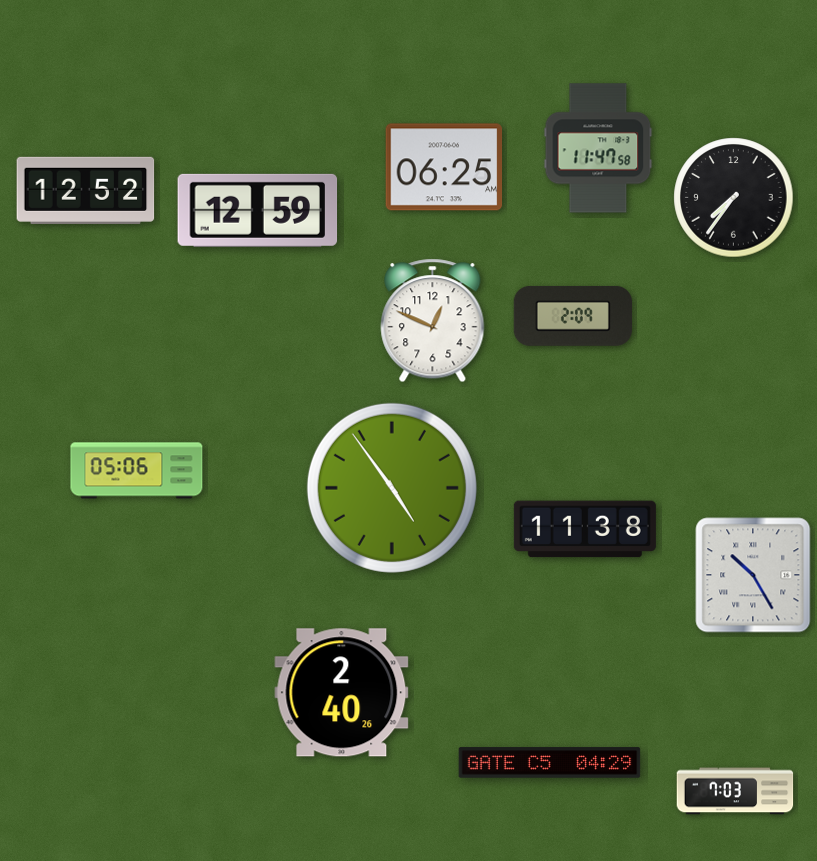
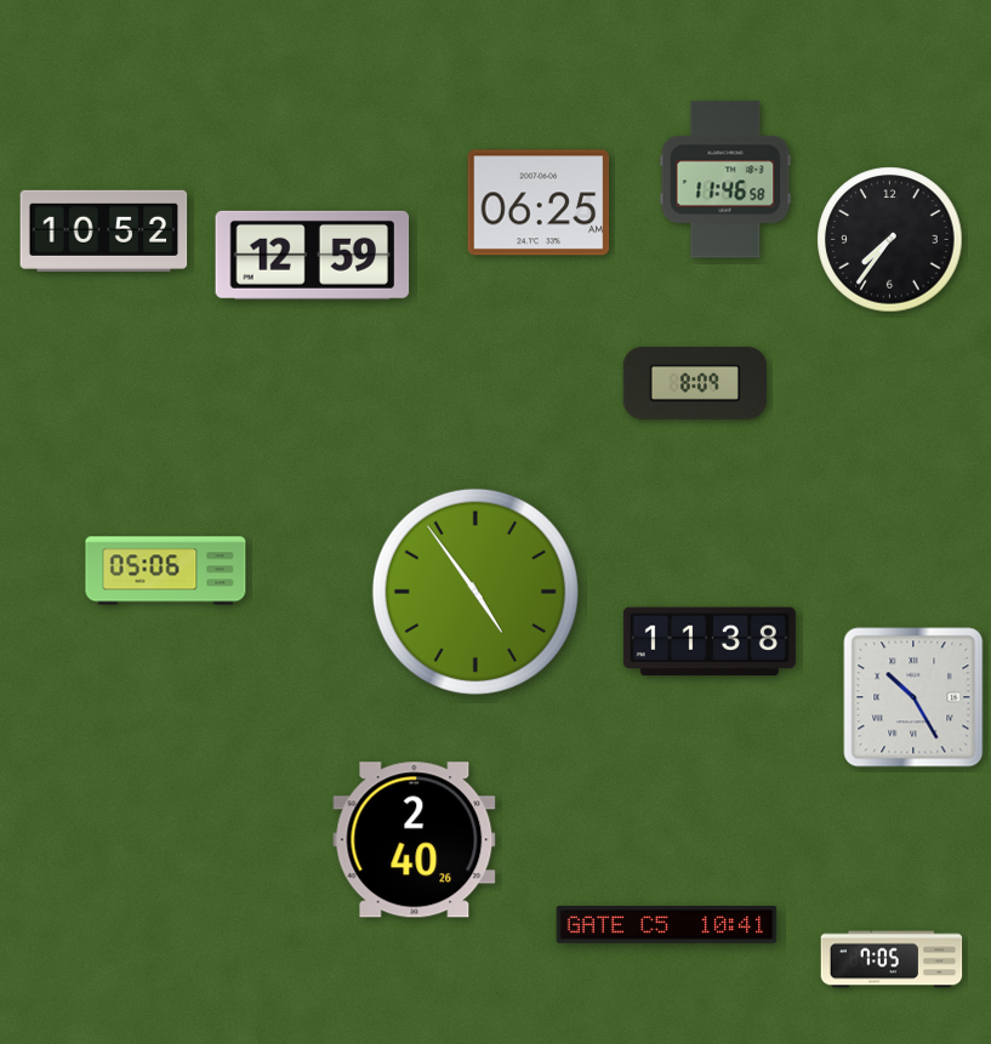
clock at (598, 148): 11:47 -> 11:46
clock at (86, 190): 12:52 -> 10:52
clock at (573, 316): 2:09 -> 8:09
clock at (433, 321): 12:49 -> none
clock at (550, 763): 04:29 -> 10:41
clock at (735, 791): 7:03 -> 7:05
